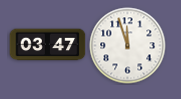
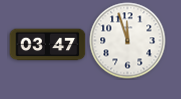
clock at (128, 46) position: (128, 46) -> (128, 41)
